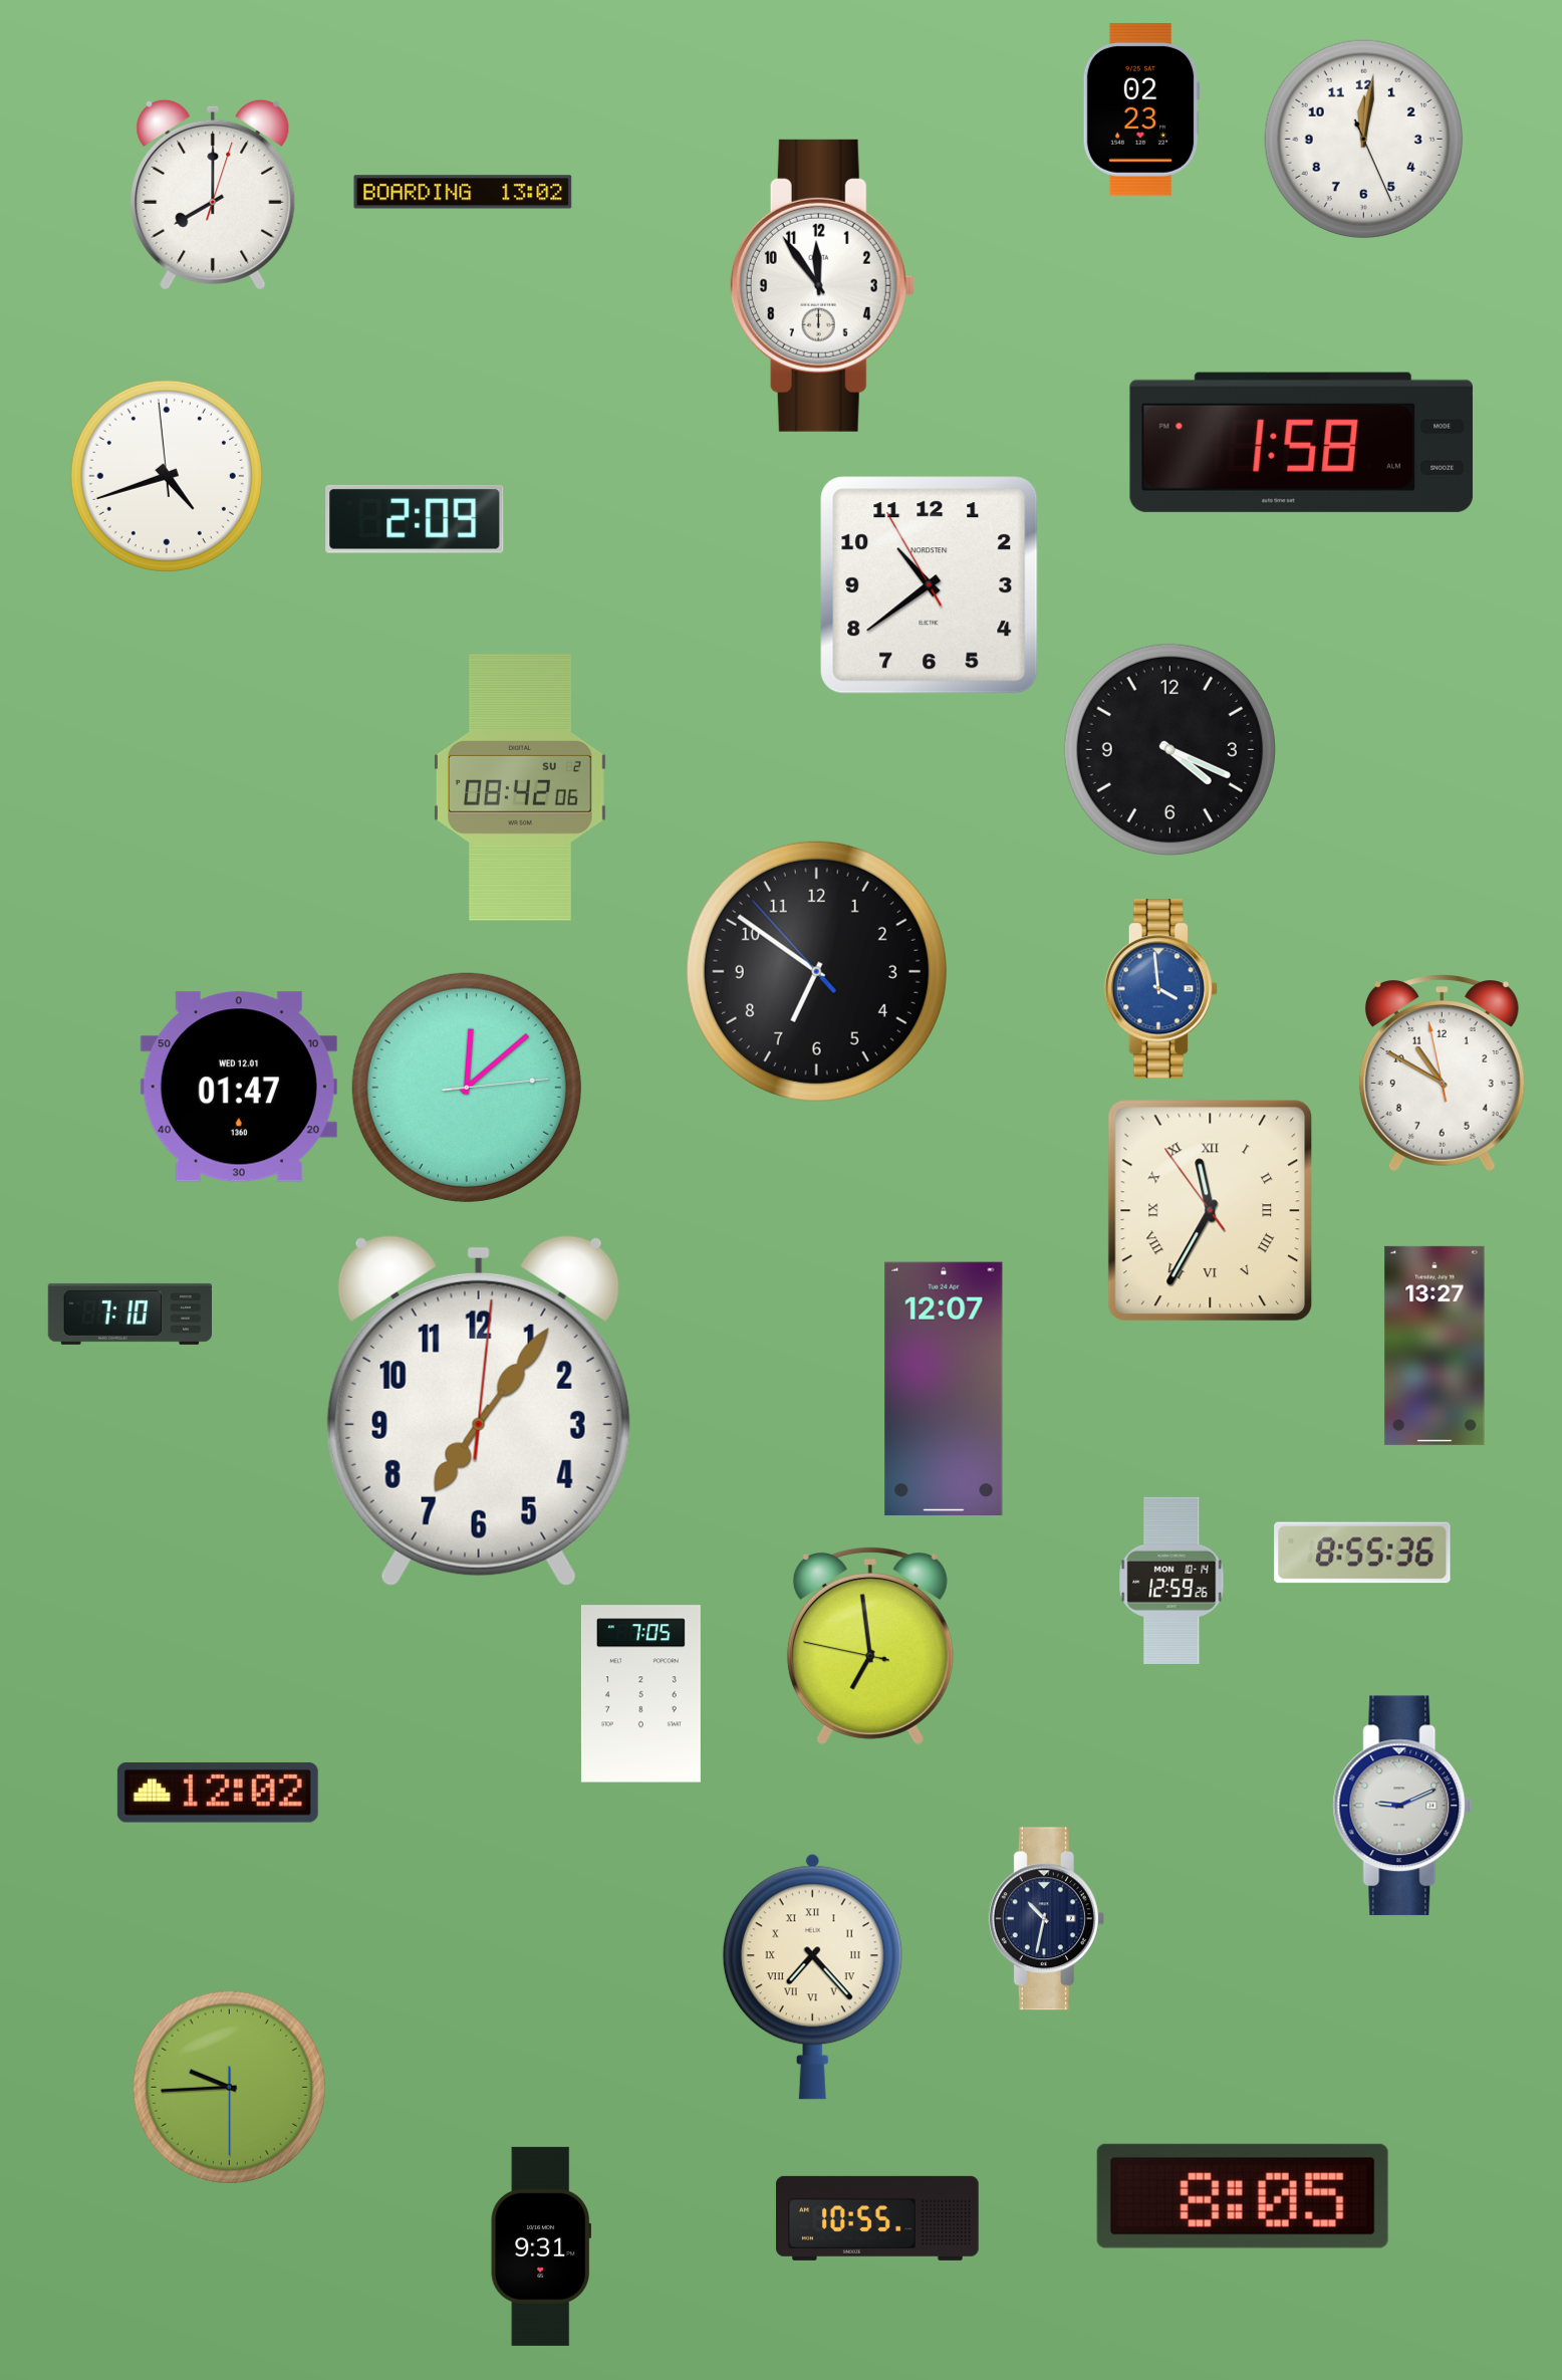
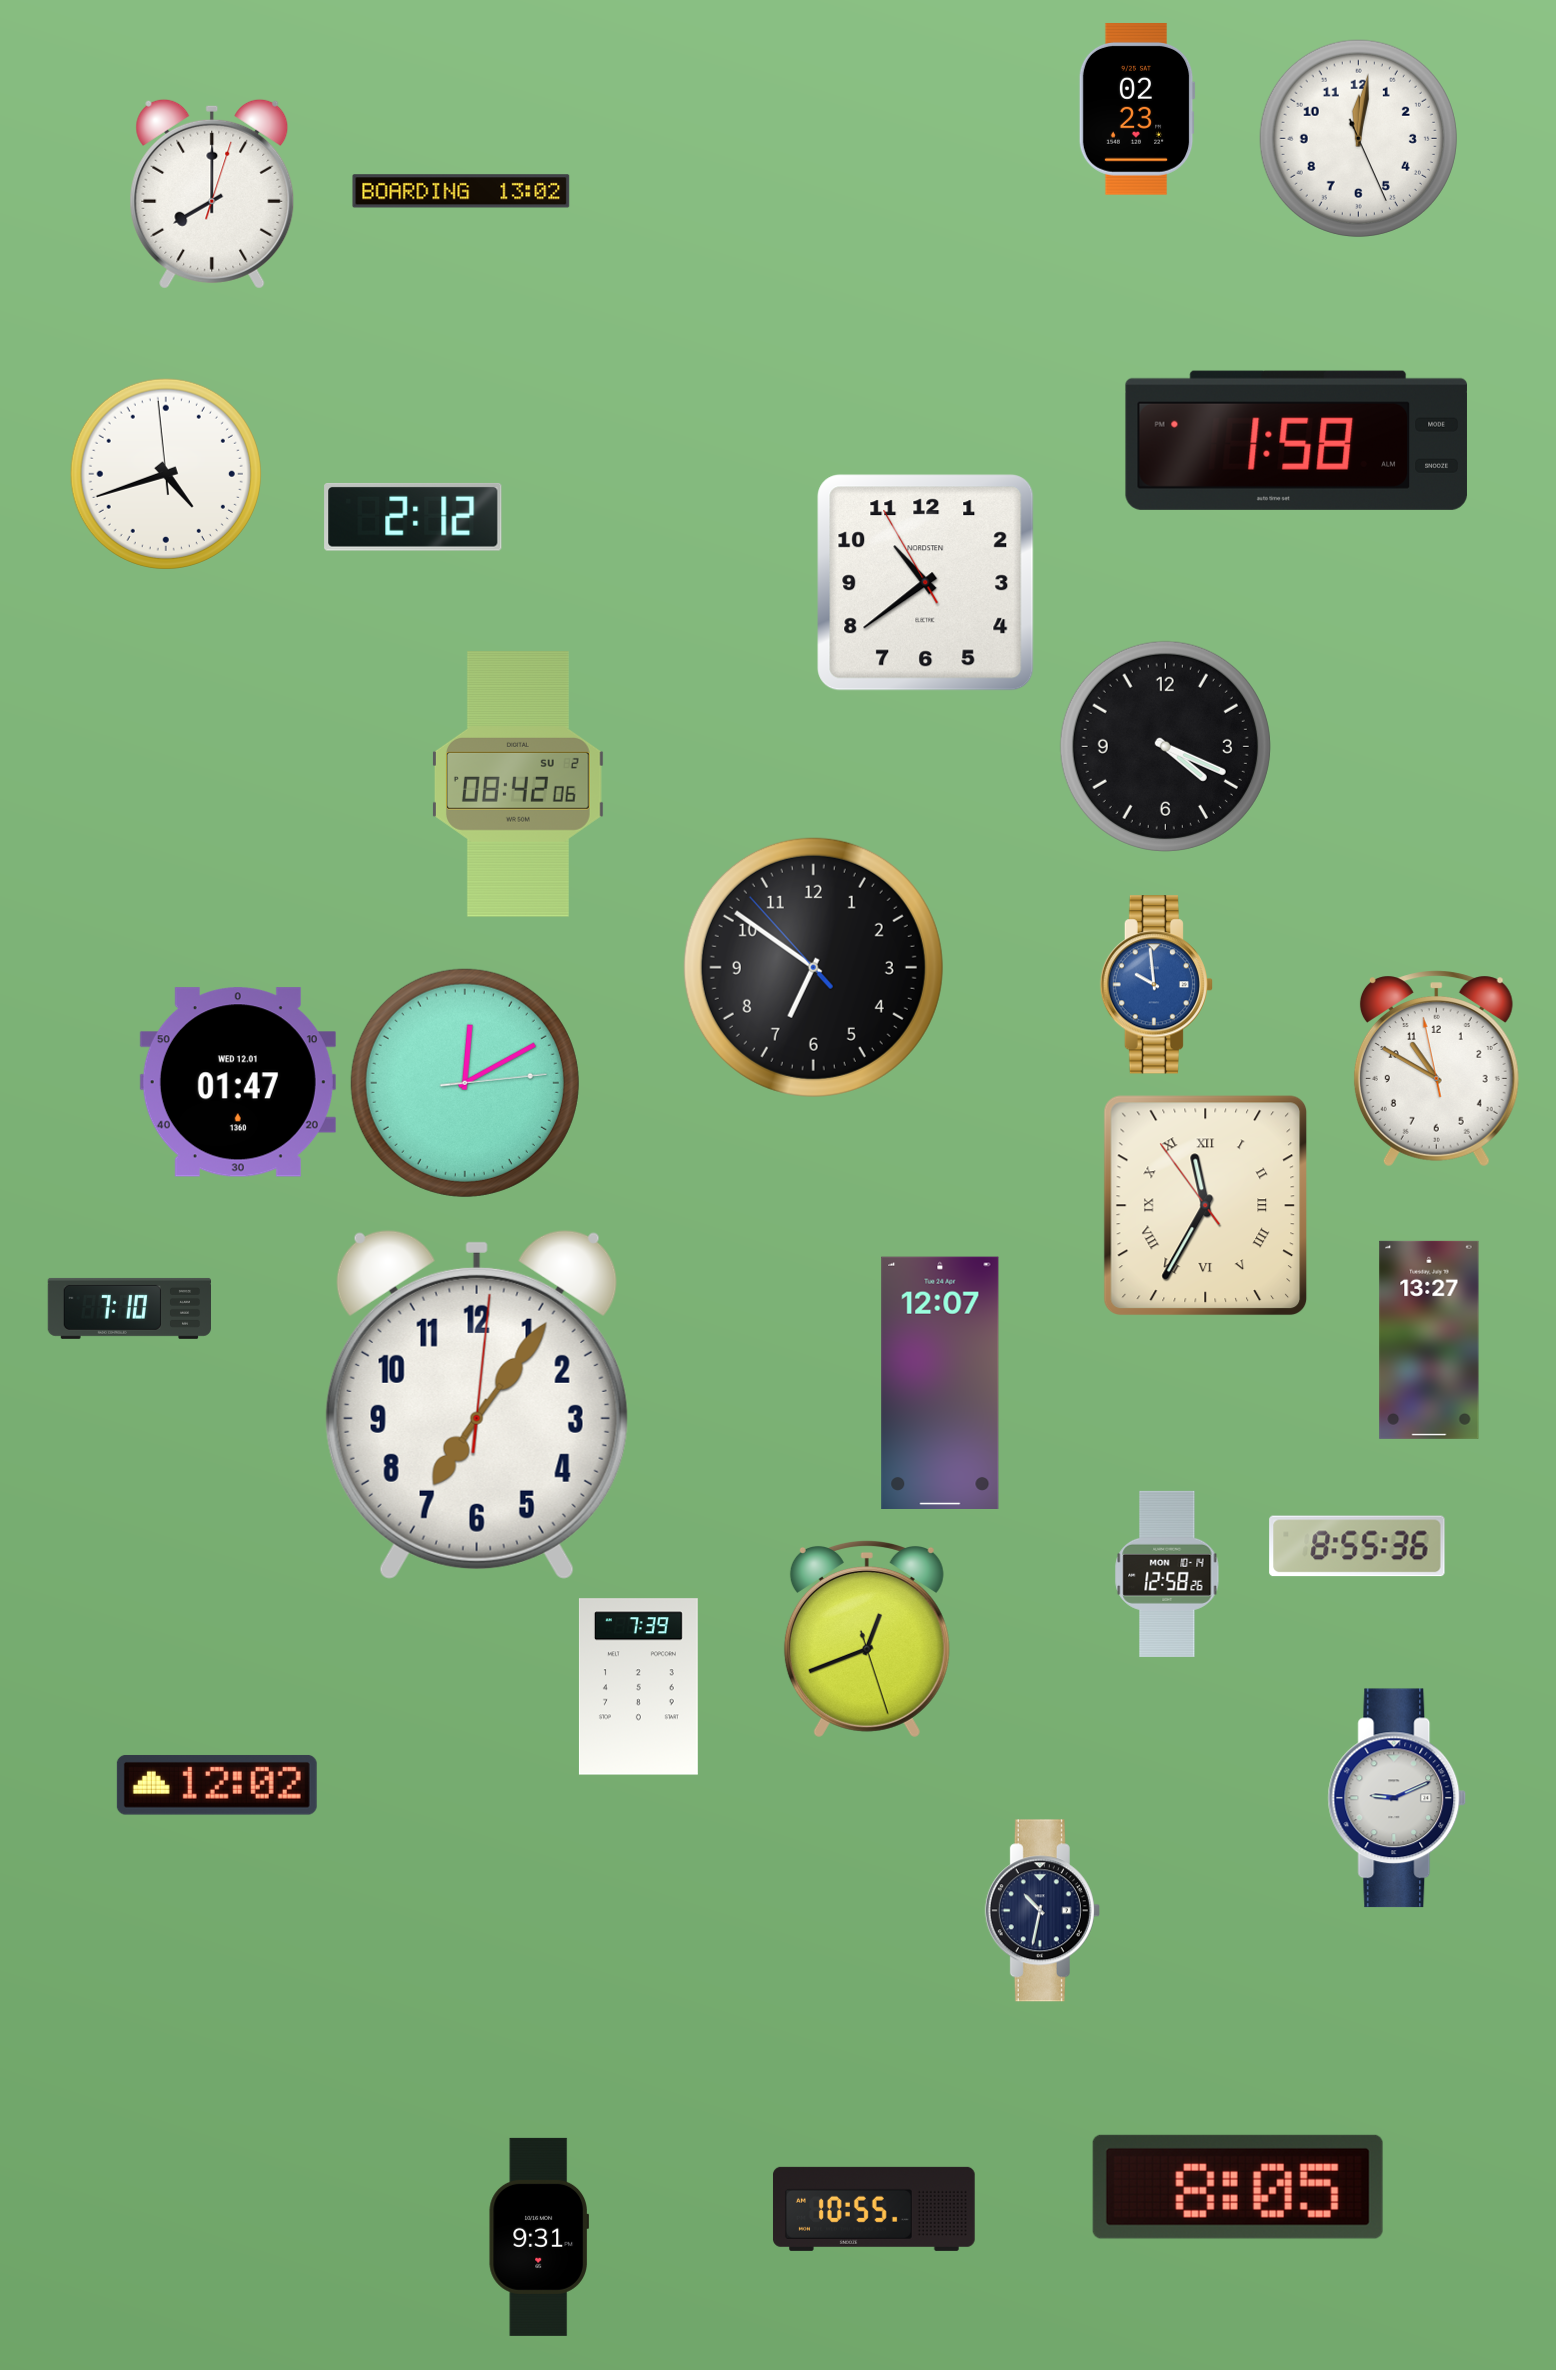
clock at (822, 285): 11:54 -> none
clock at (415, 519): 2:09 -> 2:12
clock at (1160, 989): 3:59 -> 9:59
clock at (467, 1088): 12:08 -> 12:10
clock at (1171, 1581): 12:59 -> 12:58
clock at (870, 1646): 6:58 -> 12:41
clock at (640, 1694): 7:05 -> 7:39
clock at (812, 1976): 7:23 -> none
clock at (229, 2087): 9:44 -> none
